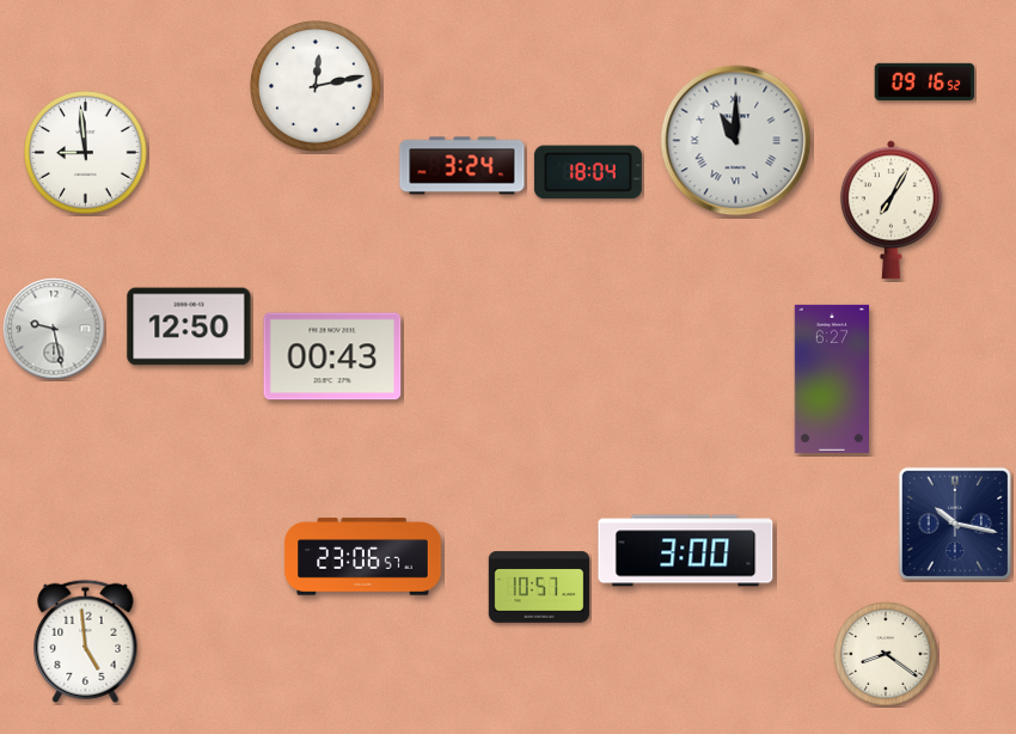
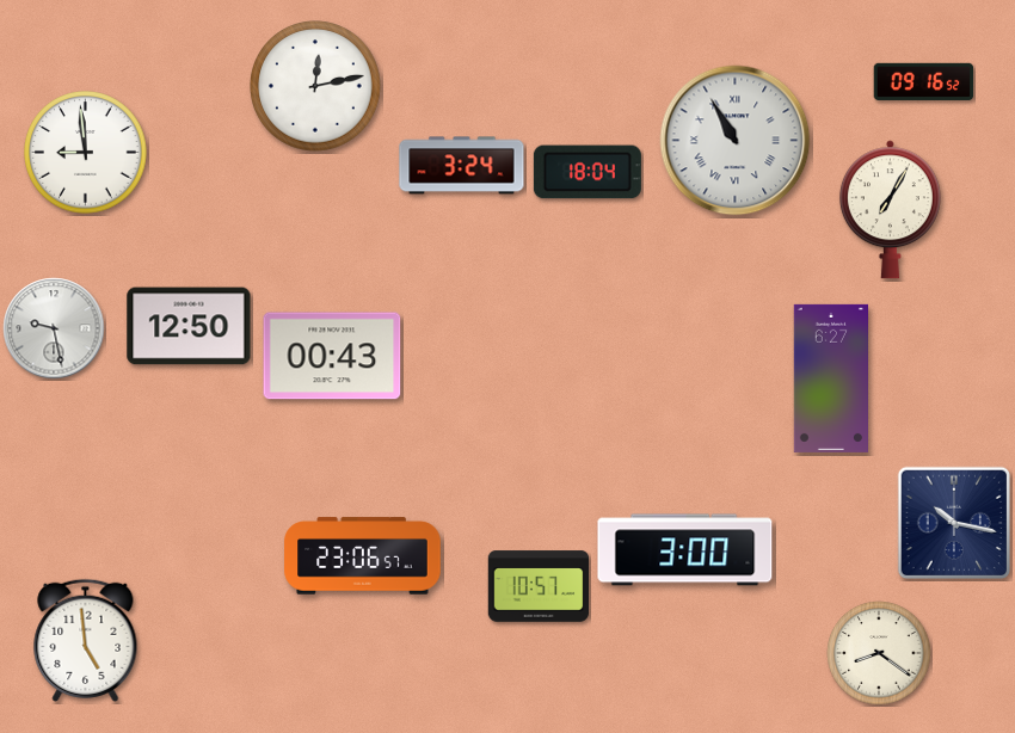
clock at (736, 141): 11:00 -> 10:55
clock at (886, 654) position: (886, 654) -> (879, 653)
